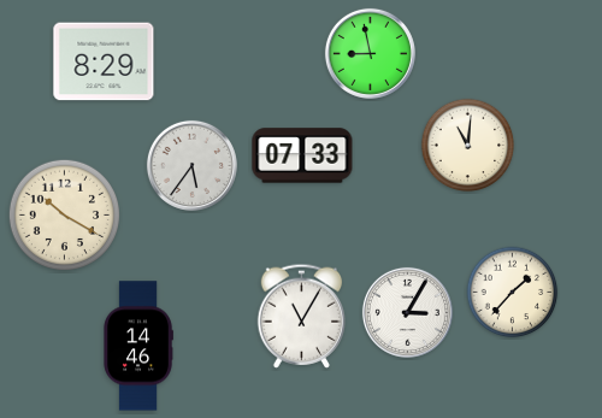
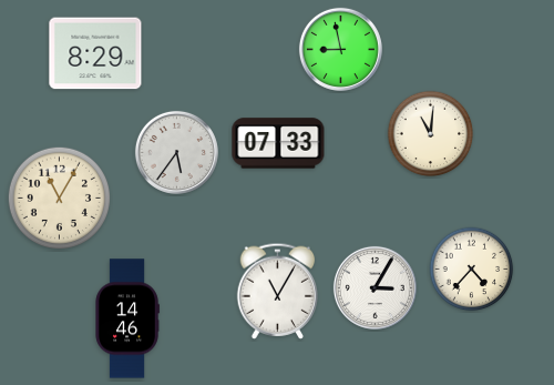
clock at (104, 61) position: (104, 61) -> (95, 53)
clock at (64, 214): 10:20 -> 11:05
clock at (513, 293): 1:37 -> 4:37
